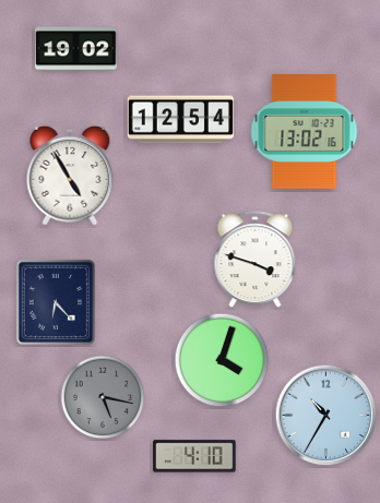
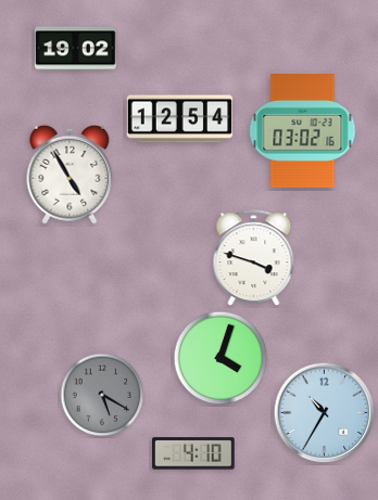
clock at (305, 132): 13:02 -> 03:02
clock at (56, 302): 6:23 -> none
clock at (103, 397): 5:17 -> 5:20
